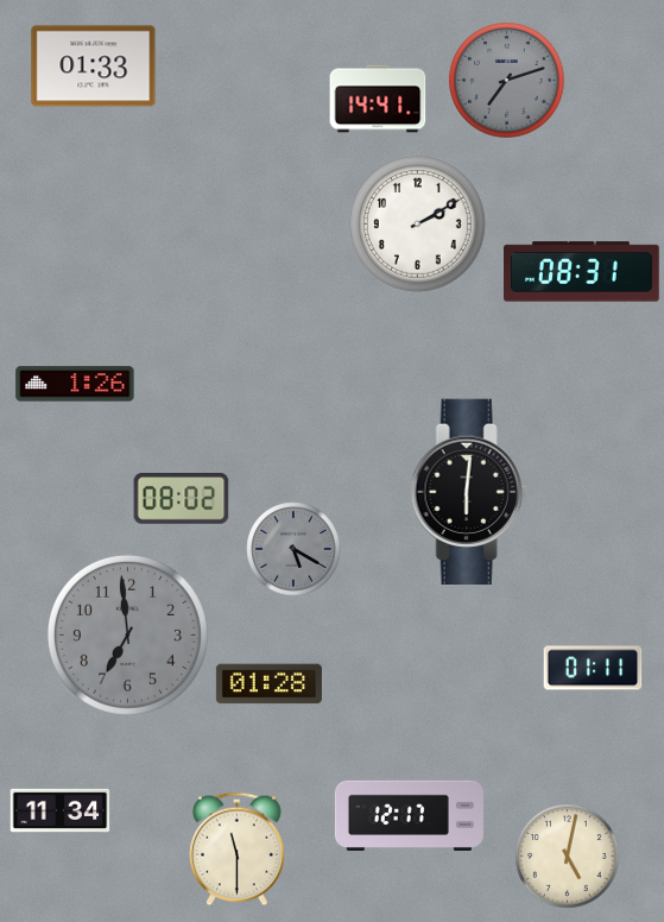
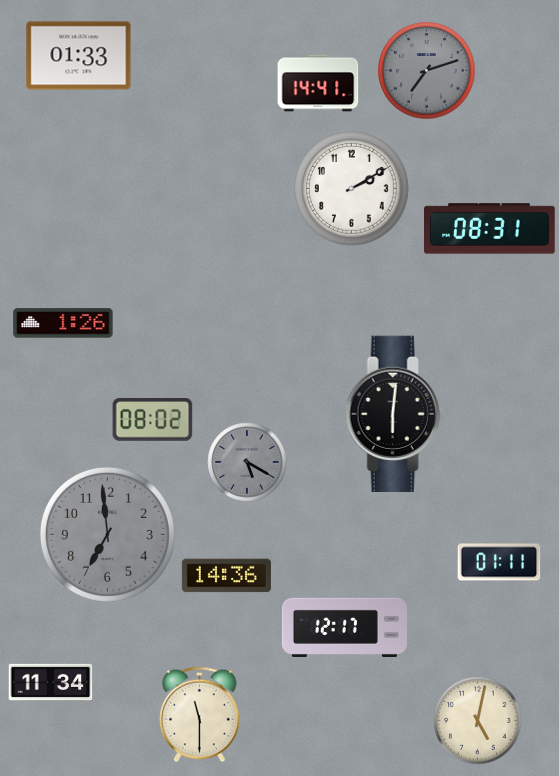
clock at (507, 81) position: (507, 81) -> (427, 71)
clock at (268, 684): 01:28 -> 14:36
clock at (409, 815) position: (409, 815) -> (344, 627)
